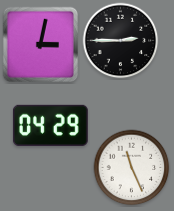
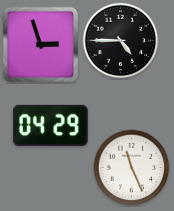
clock at (121, 41): 2:45 -> 4:45
clock at (41, 45): 3:02 -> 2:57
